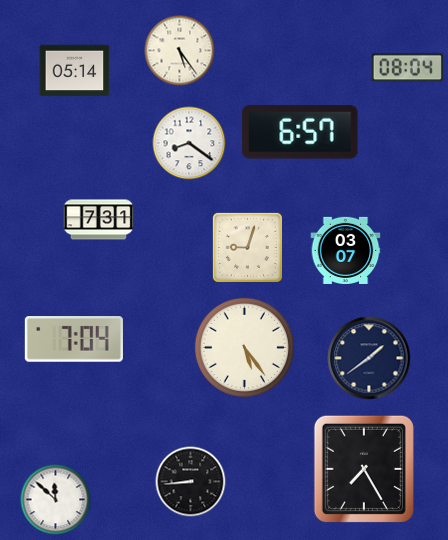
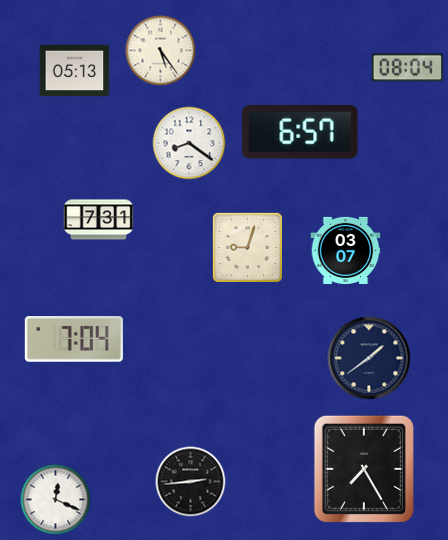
clock at (180, 51) position: (180, 51) -> (161, 51)
clock at (75, 71): 05:14 -> 05:13
clock at (244, 347): 5:24 -> none
clock at (191, 482): 8:44 -> 2:44
clock at (56, 500): 11:52 -> 12:19
